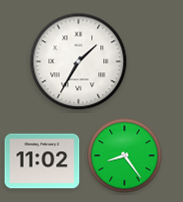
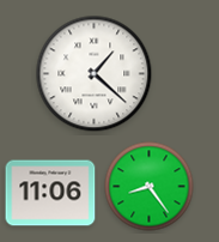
clock at (79, 62): 1:35 -> 1:22
clock at (42, 161): 11:02 -> 11:06
